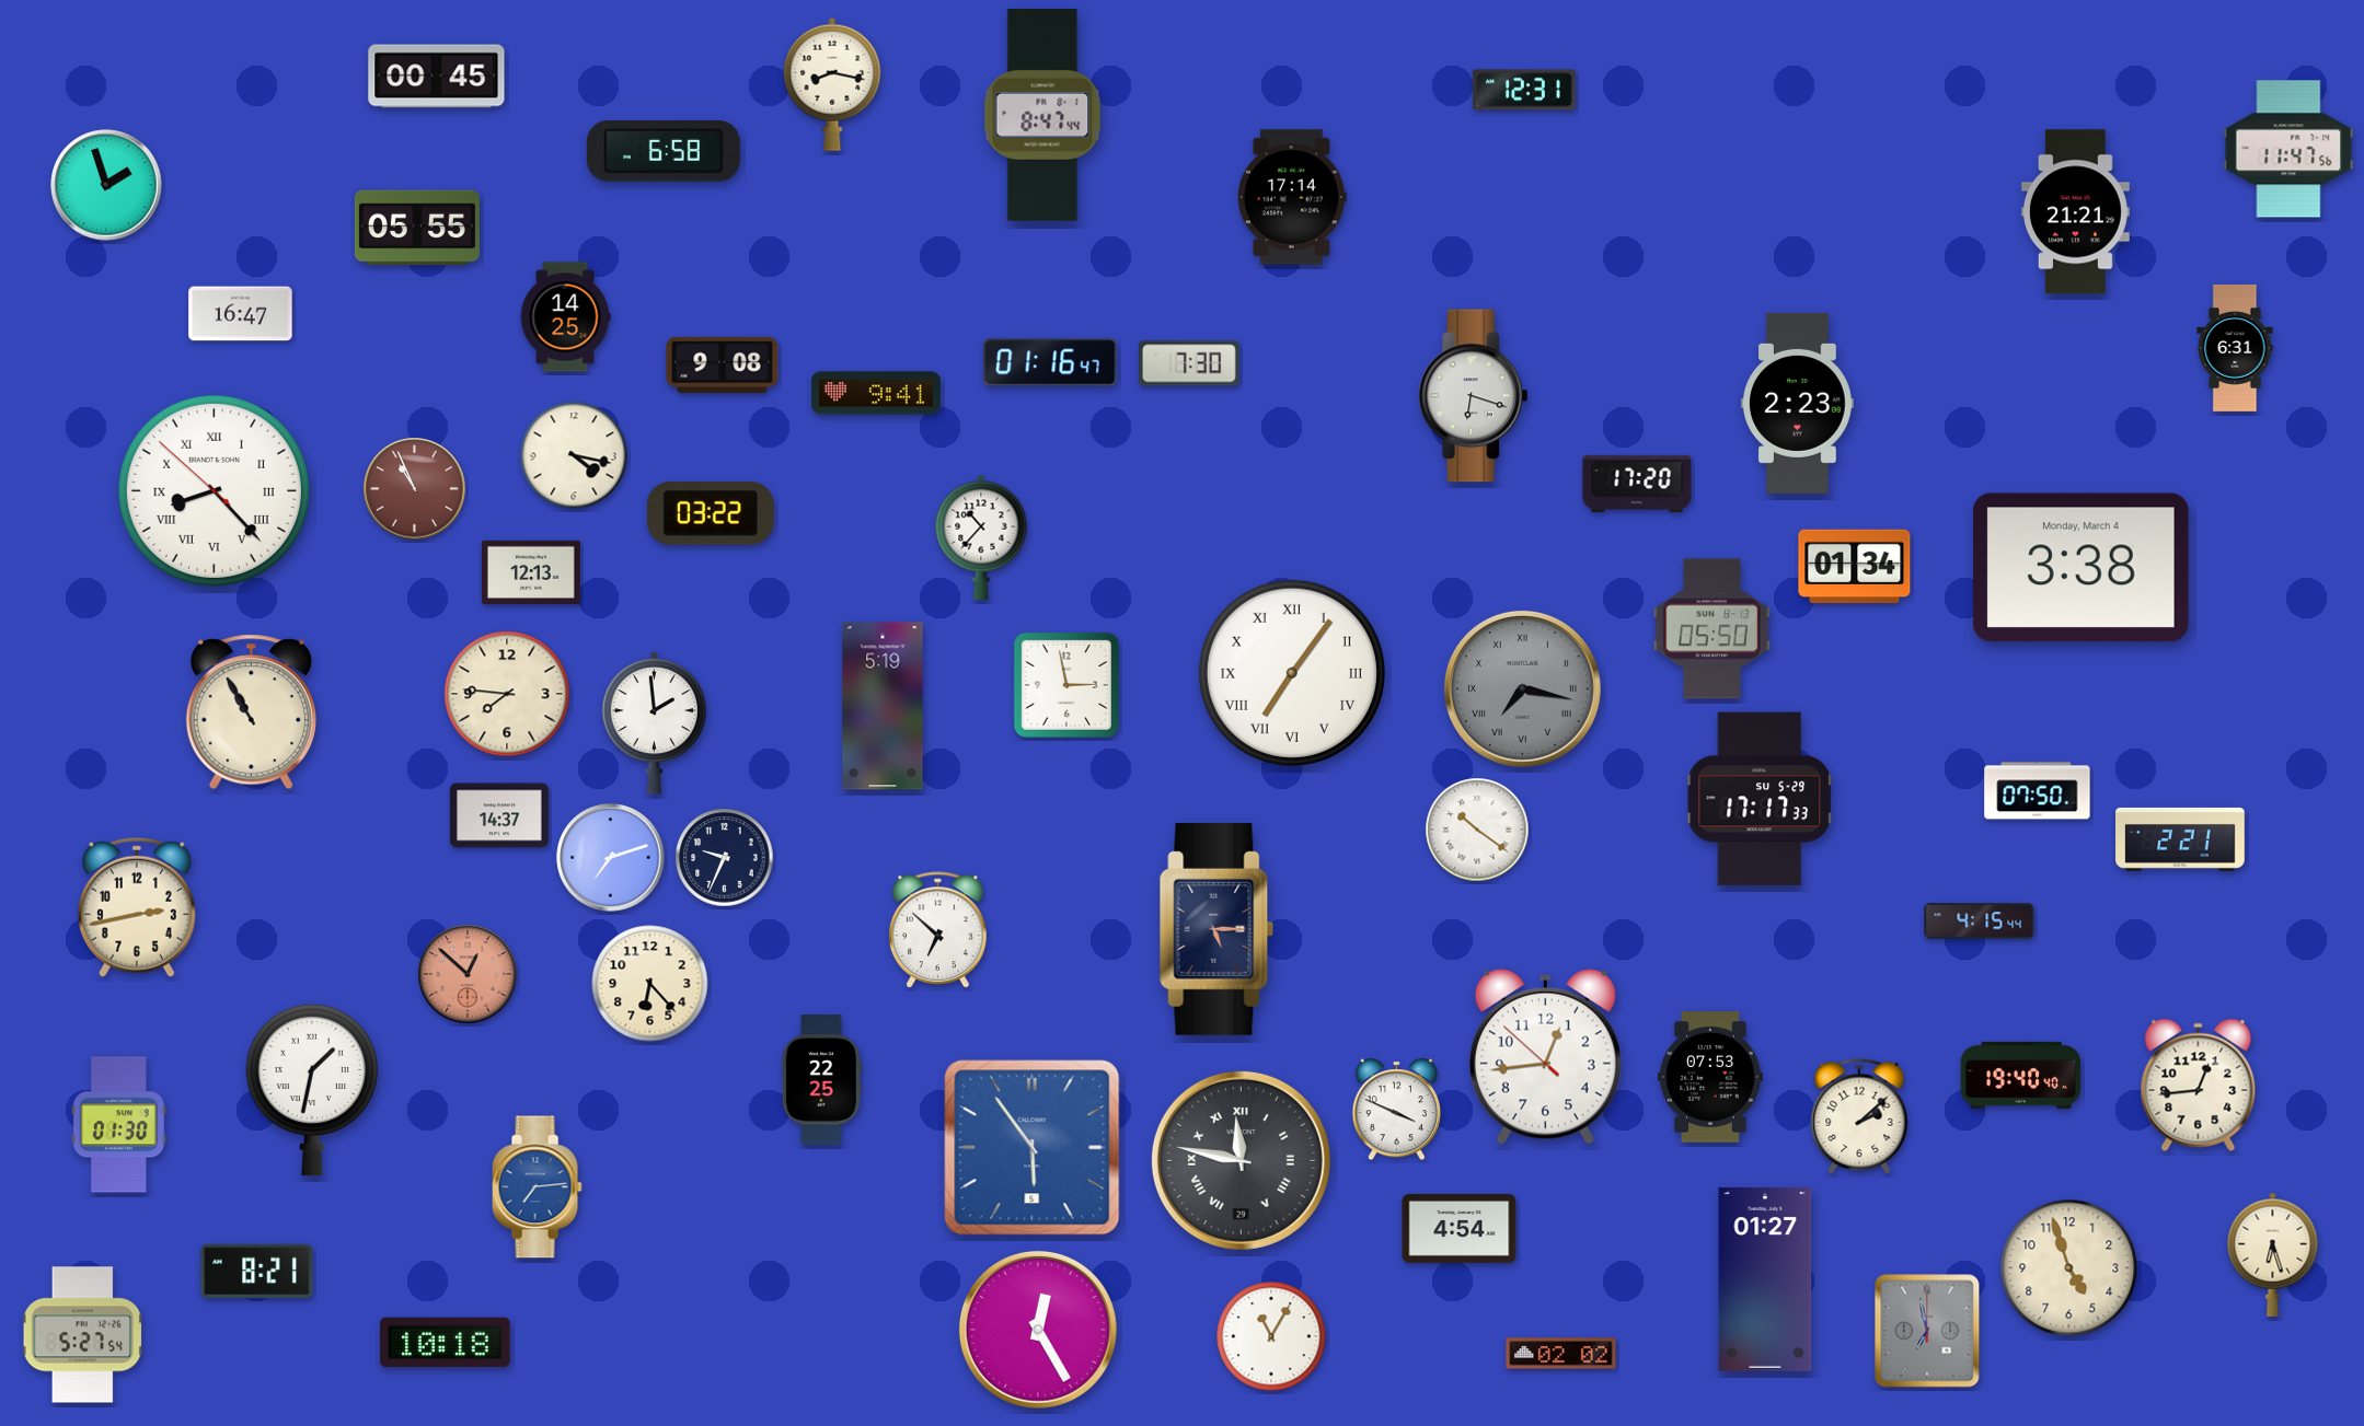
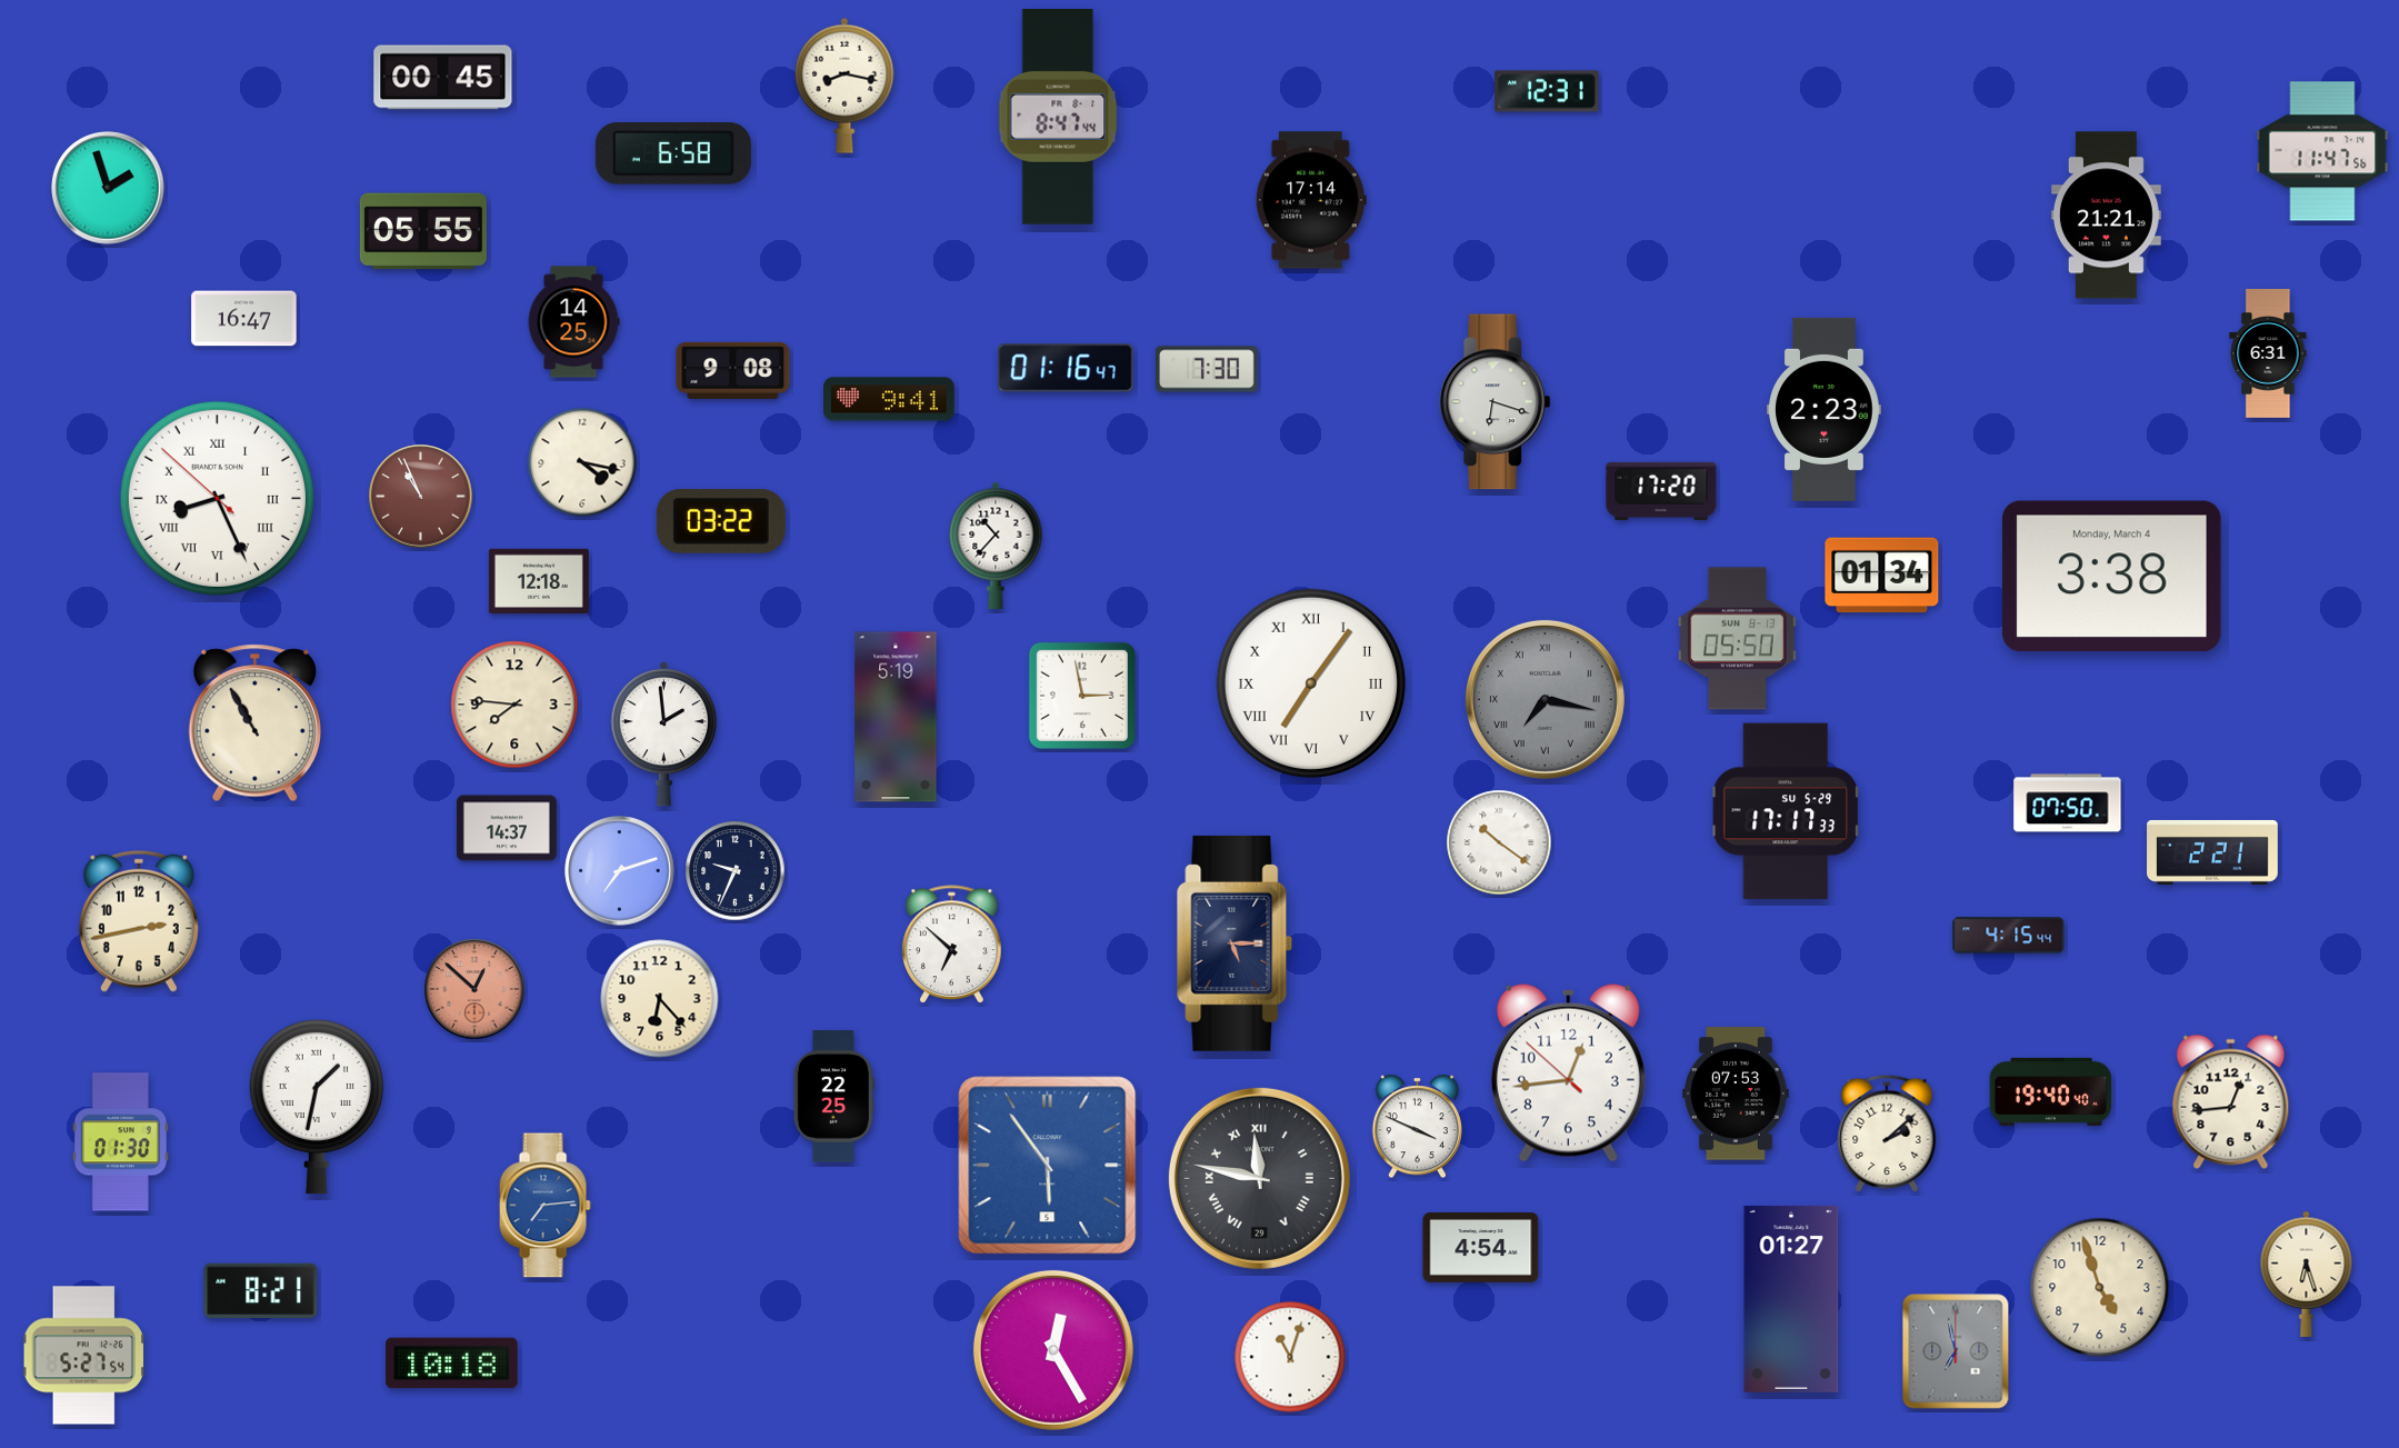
clock at (214, 490): 8:22 -> 8:25
clock at (531, 572): 12:13 -> 12:18
clock at (1271, 1336): 11:05 -> 11:03
clock at (1561, 1354): 02:02 -> none
